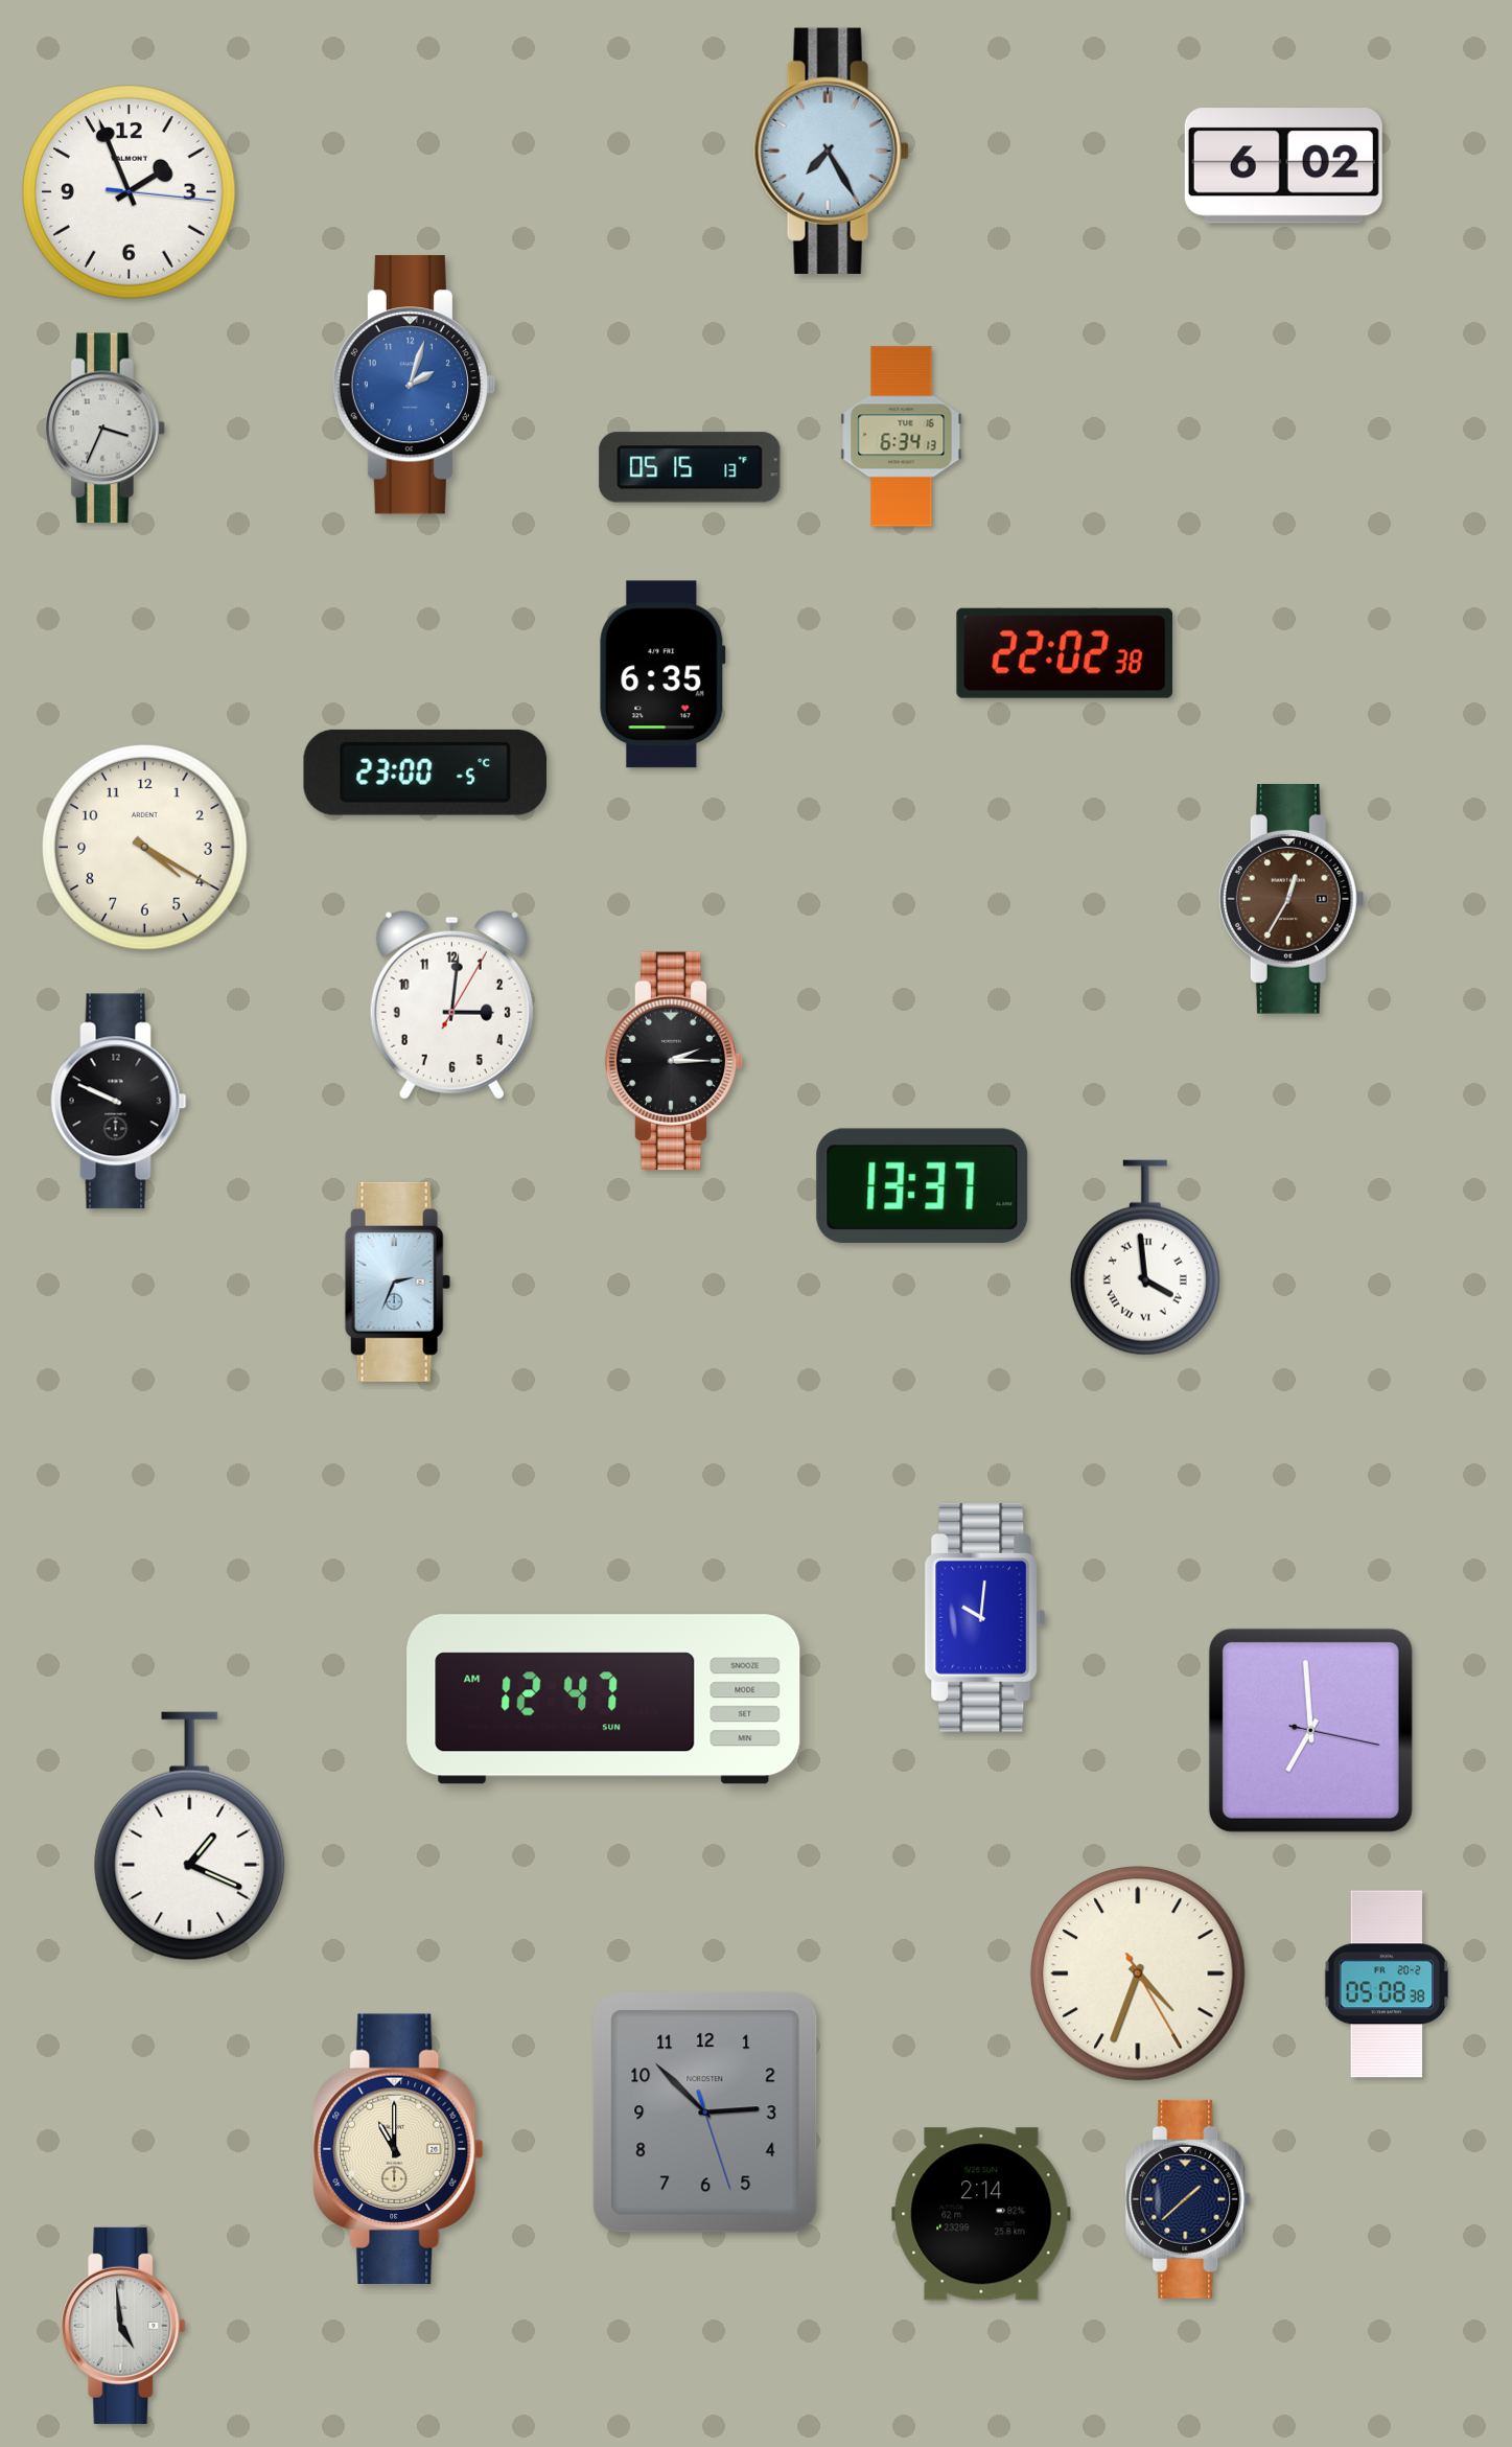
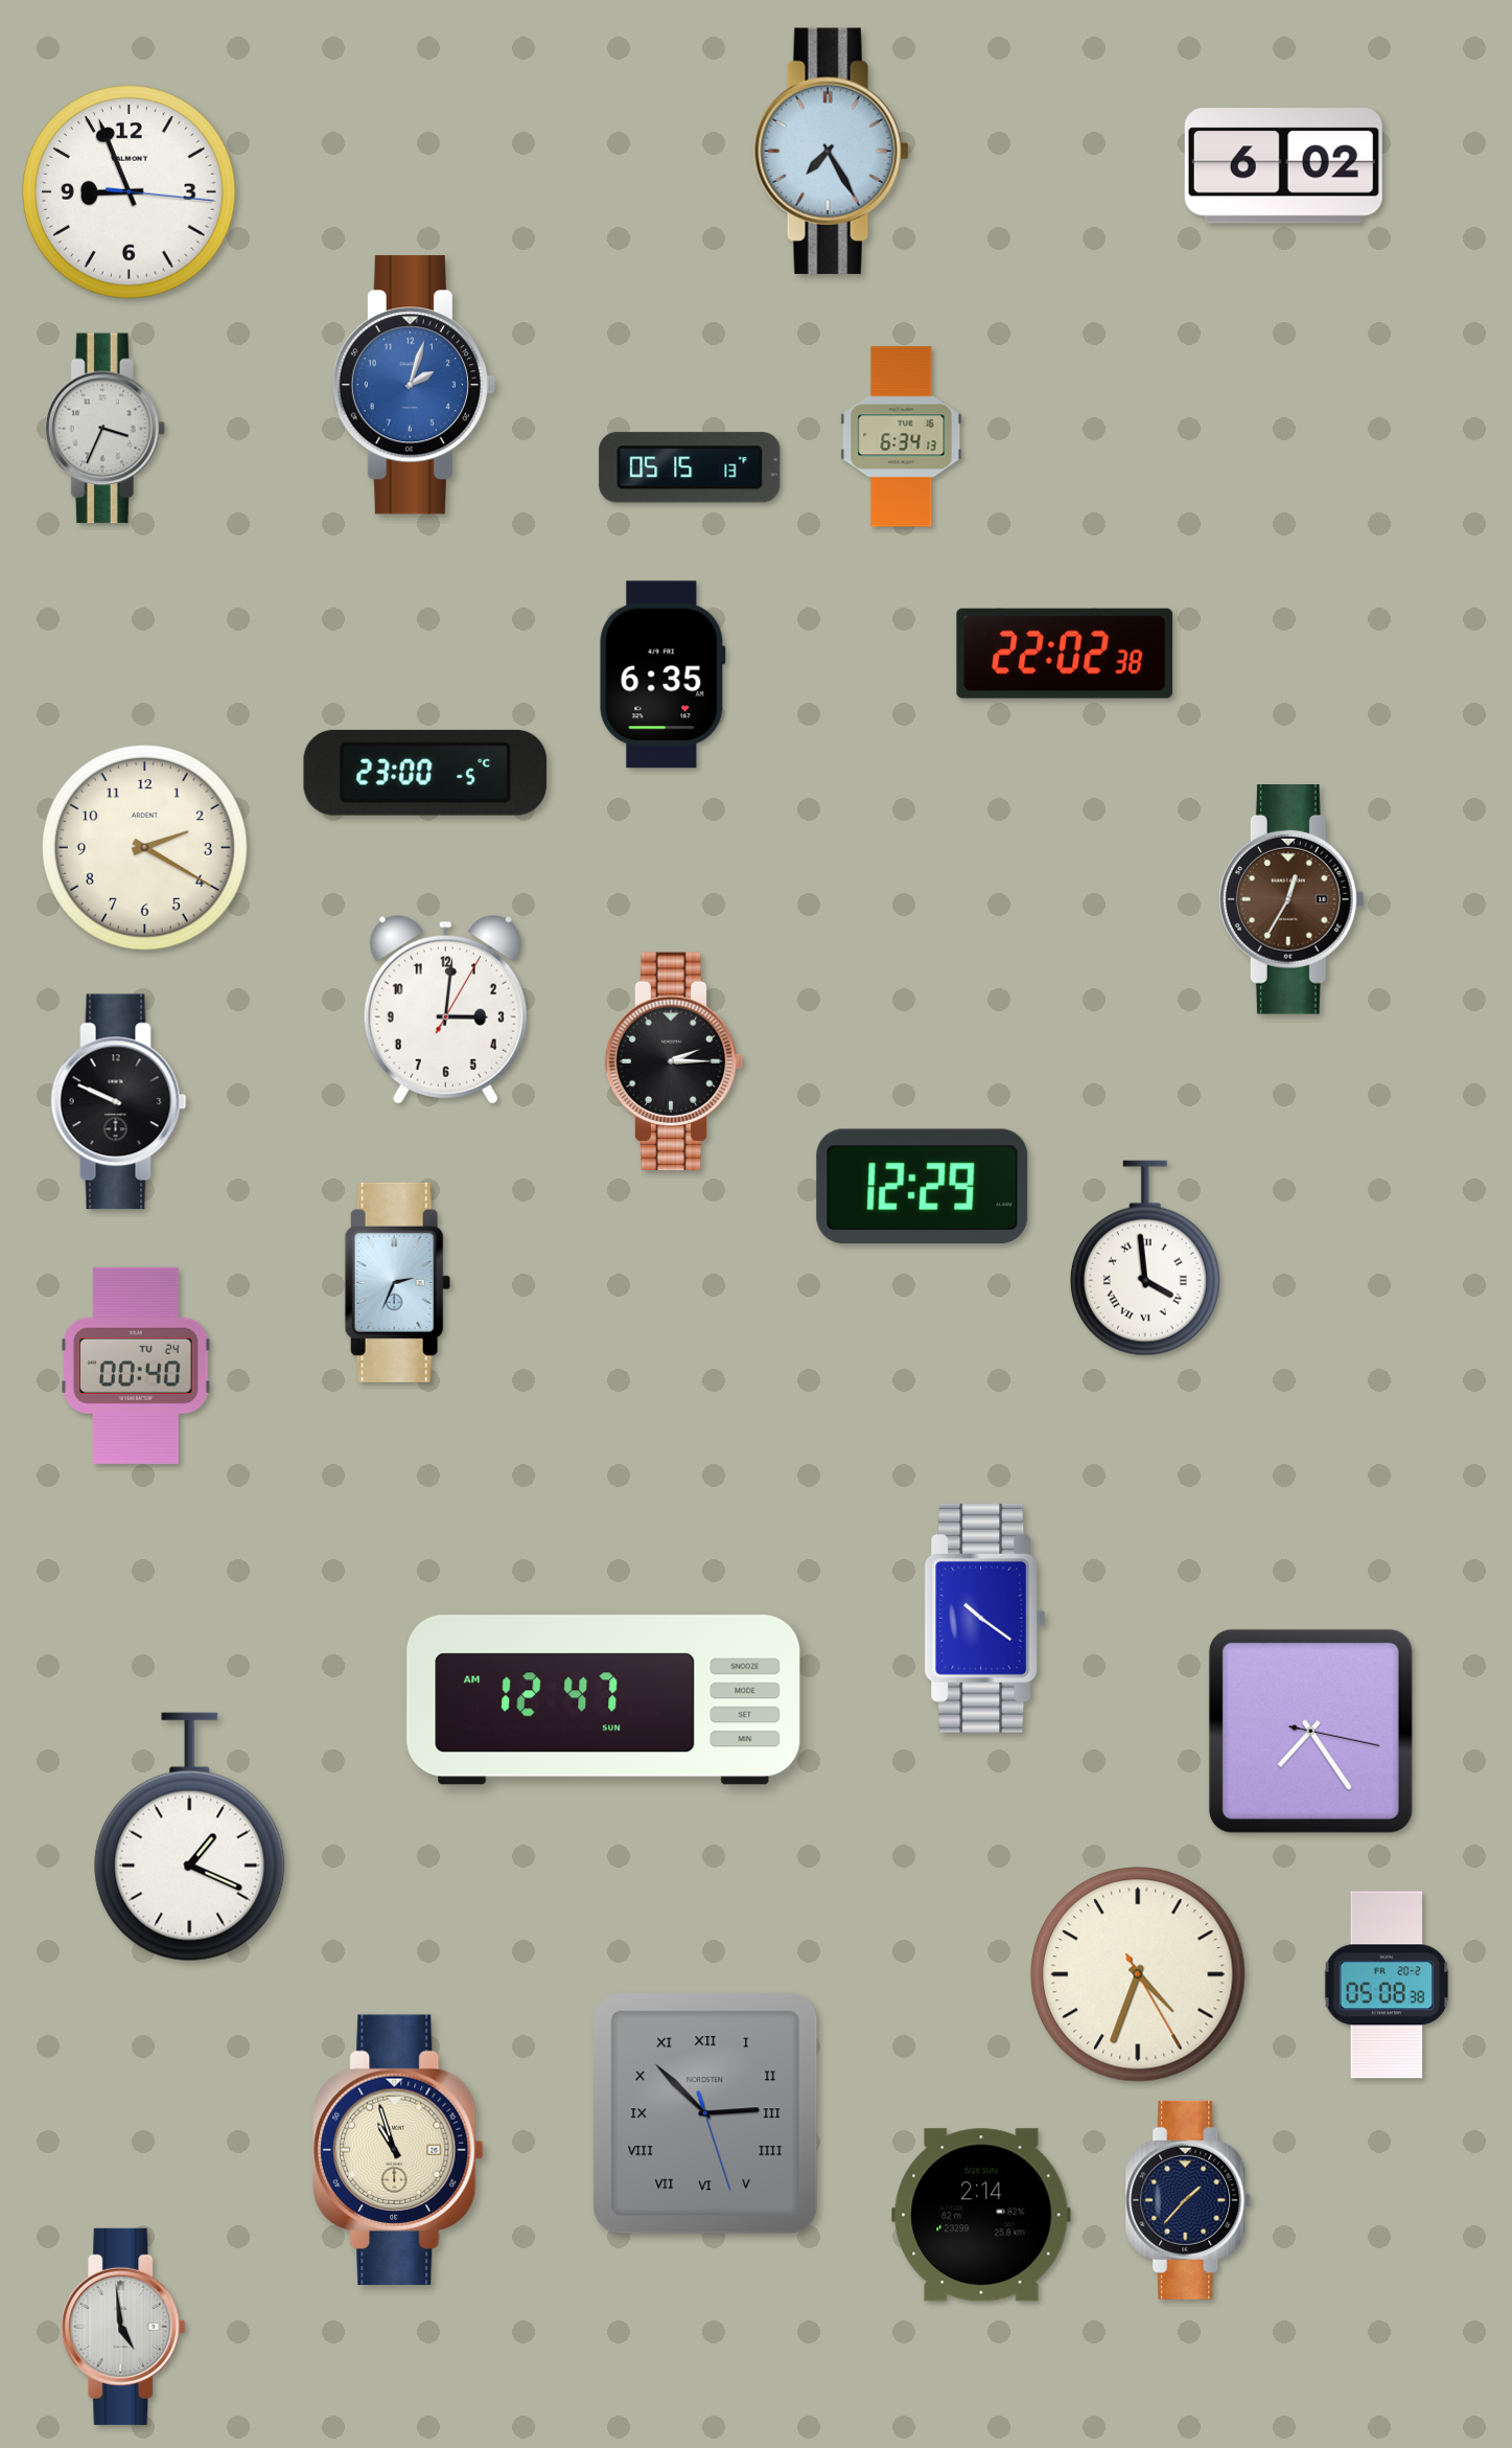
clock at (130, 192): 1:56 -> 8:56
clock at (144, 847): 4:20 -> 2:20
clock at (451, 1005) position: (451, 1005) -> (445, 1009)
clock at (923, 1186): 13:37 -> 12:29
clock at (137, 1366): none -> 00:40
clock at (985, 1617): 10:01 -> 10:21
clock at (1310, 1730): 6:59 -> 7:24
clock at (705, 2113) numerals: Arabic -> Roman
clock at (398, 2148): 11:00 -> 10:57
clock at (1188, 2199): 1:38 -> 1:37
